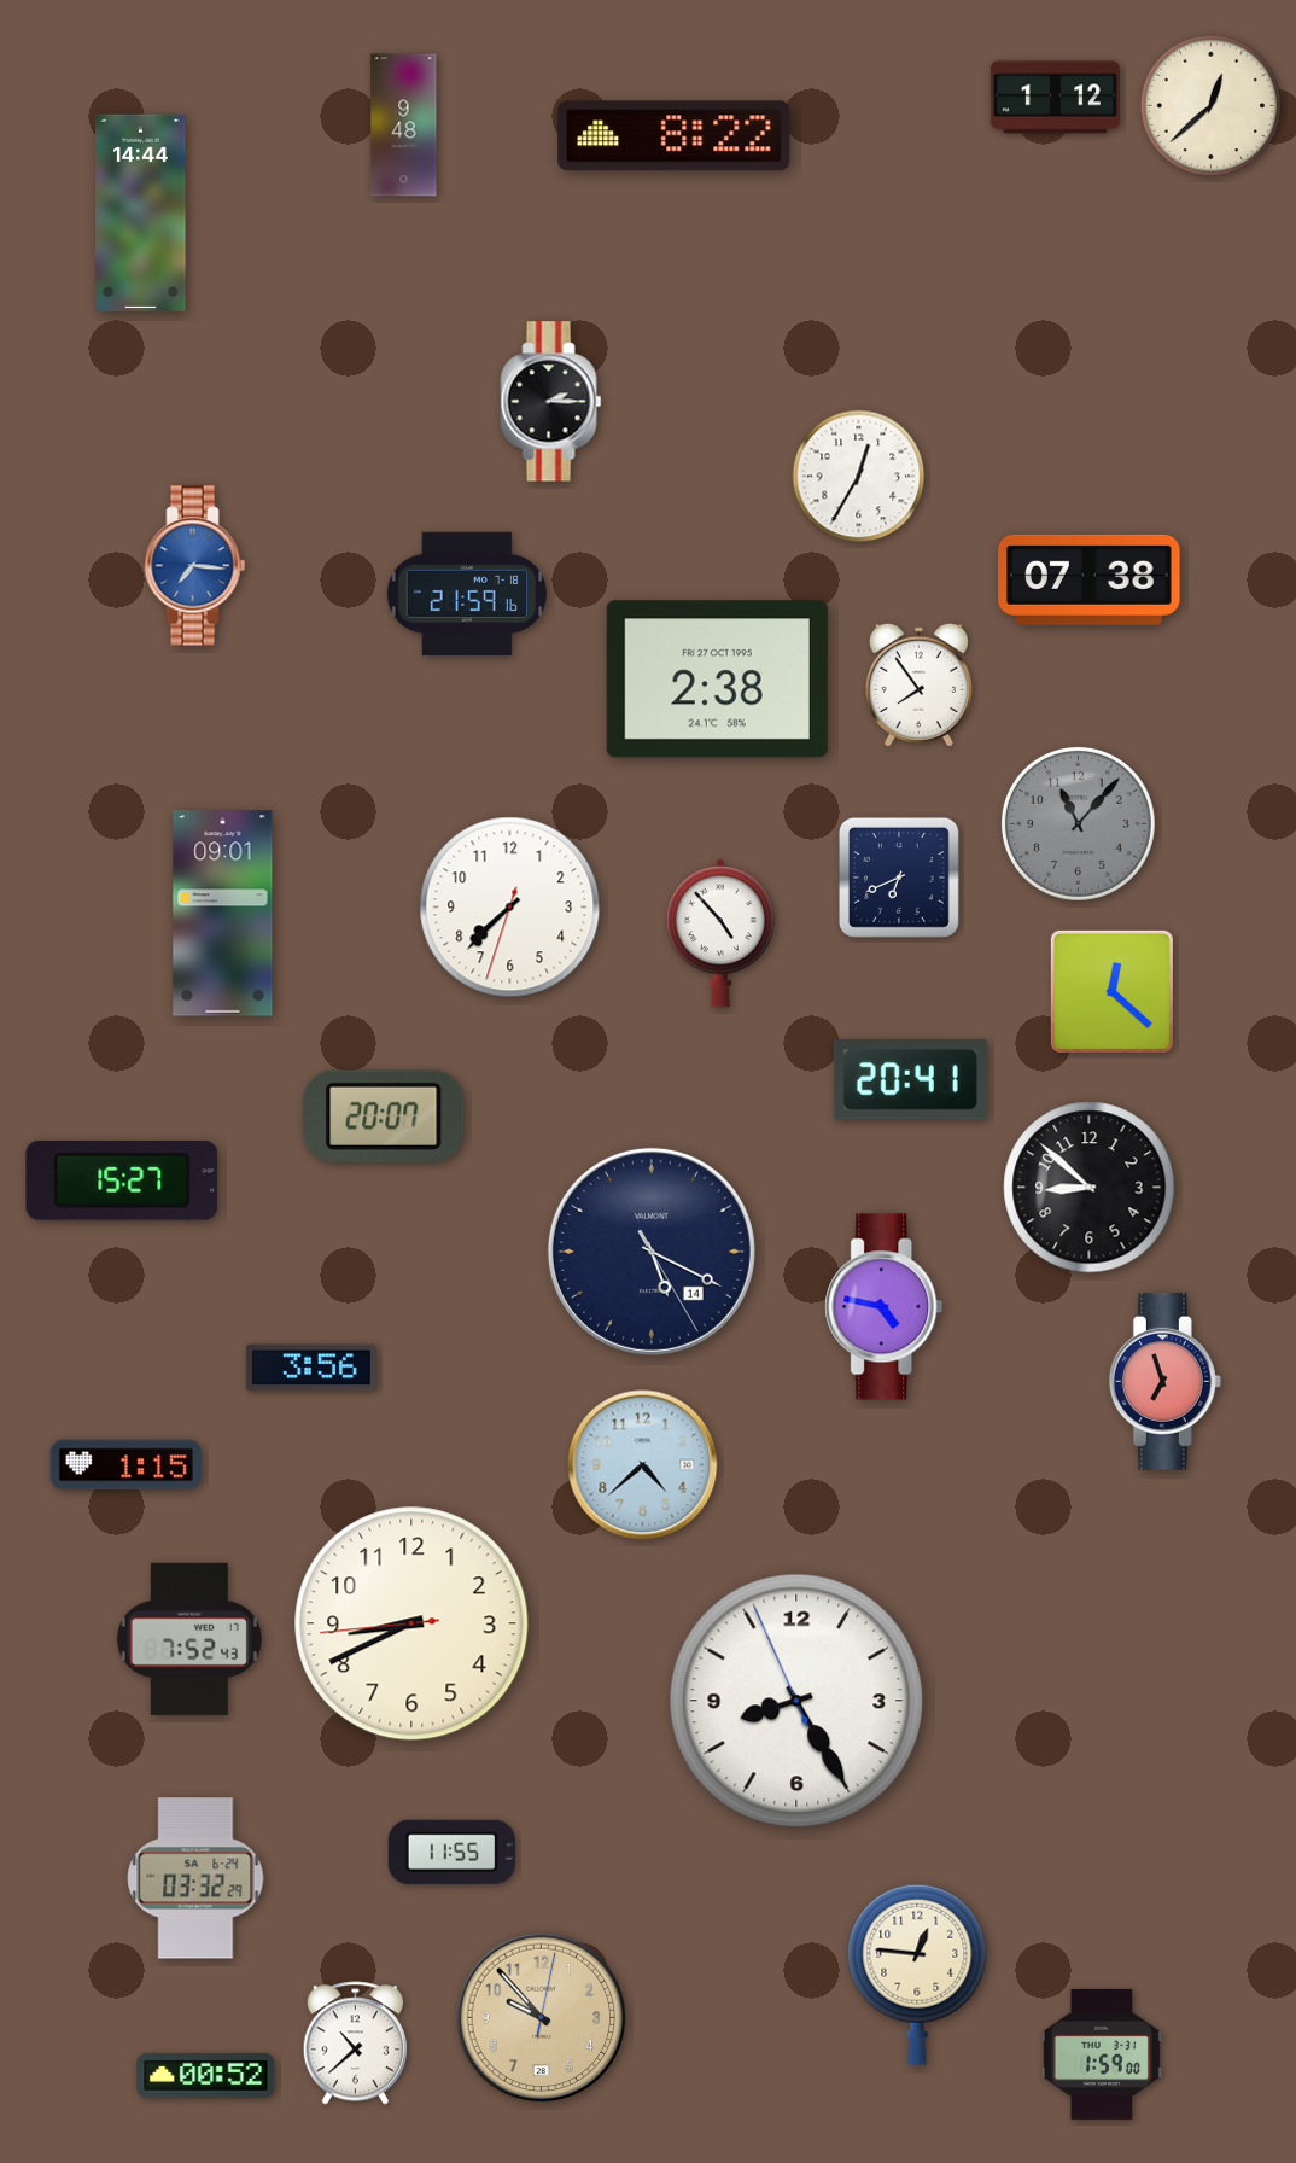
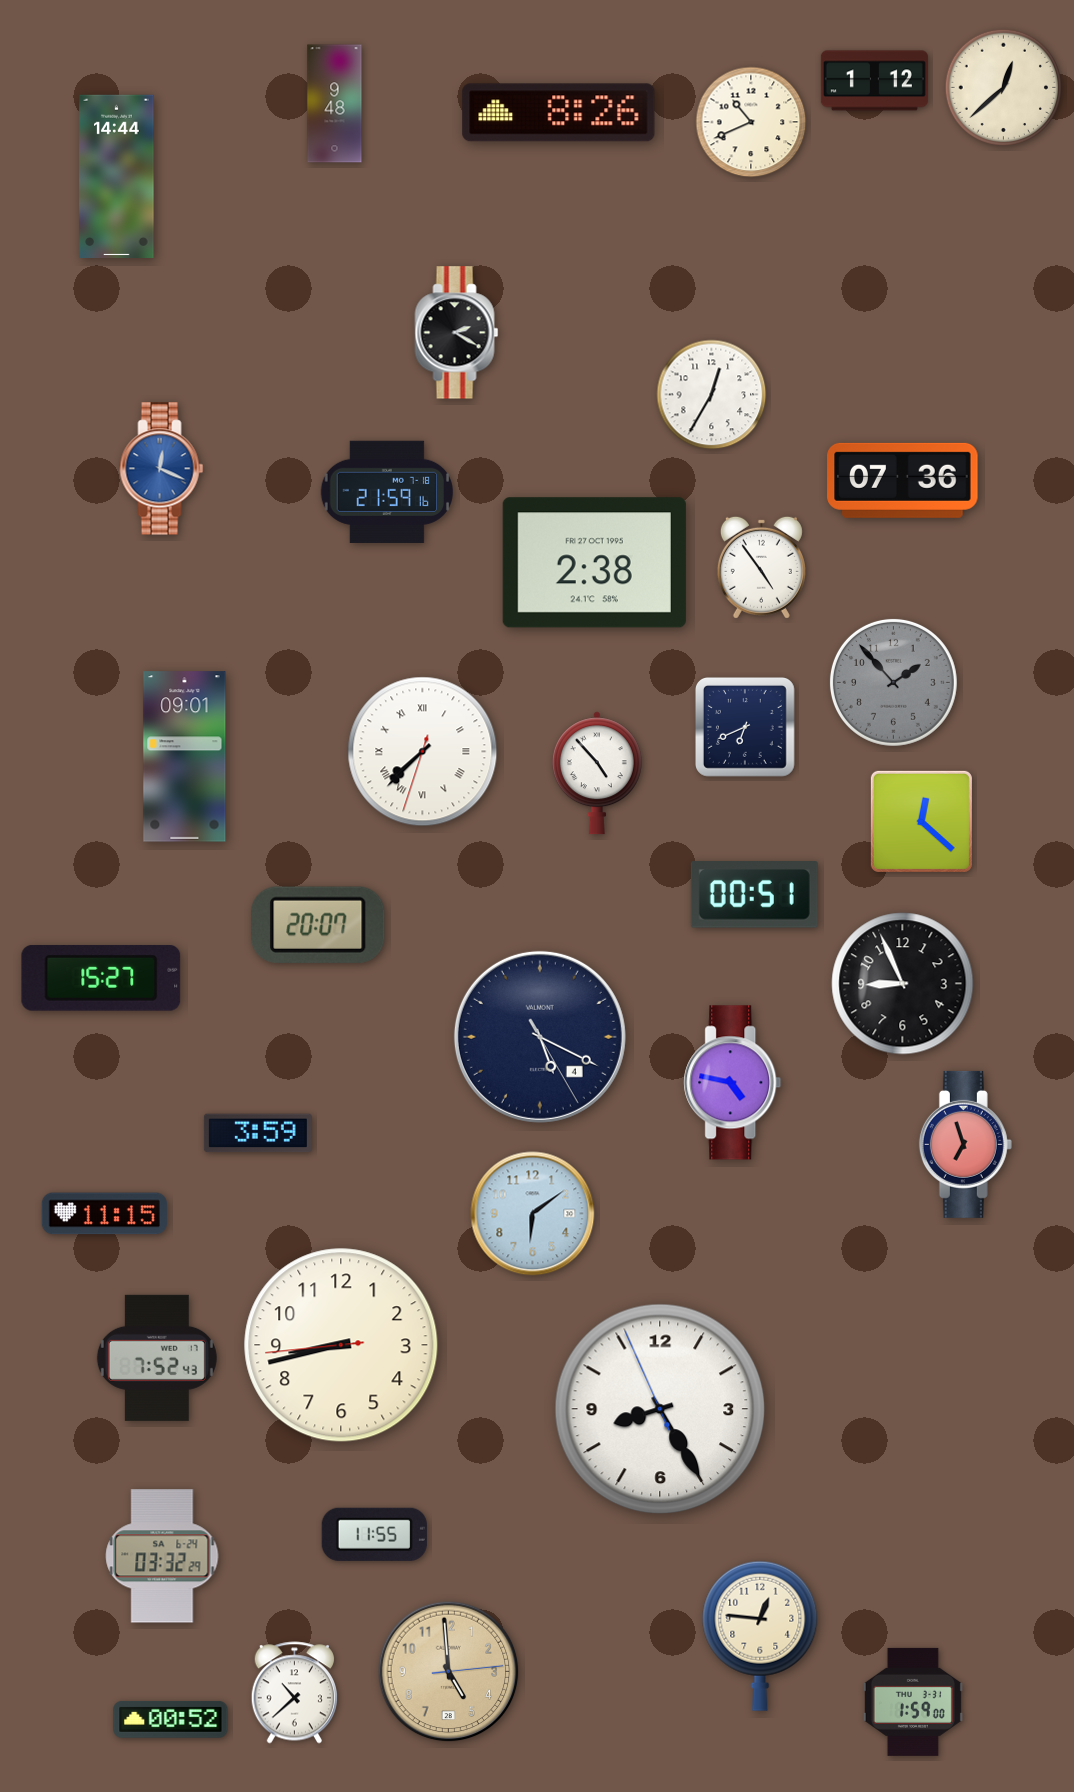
clock at (675, 136): 8:22 -> 8:26
clock at (751, 122): none -> 10:41
clock at (551, 402): 2:15 -> 2:20
clock at (195, 566): 7:16 -> 12:19
clock at (1090, 579): 07:38 -> 07:36
clock at (918, 684): 7:54 -> 4:54
clock at (1078, 823): 11:07 -> 1:53
clock at (510, 908) numerals: Arabic -> Roman
clock at (910, 1080): 20:41 -> 00:51
clock at (1090, 1188): 8:52 -> 8:56
clock at (652, 1252) date: 14 -> 4
clock at (311, 1368): 3:56 -> 3:59
clock at (125, 1465): 1:15 -> 11:15
clock at (643, 1465): 4:38 -> 6:09
clock at (411, 1623): 8:40 -> 8:42
clock at (542, 2018): 9:53 -> 4:59
